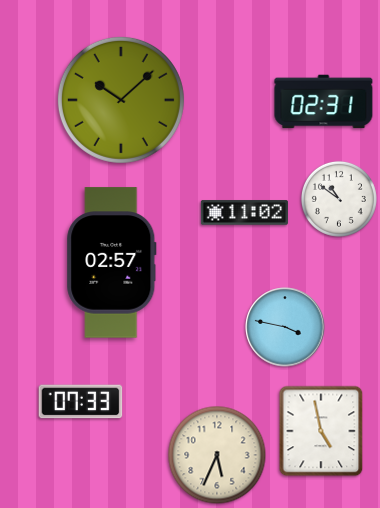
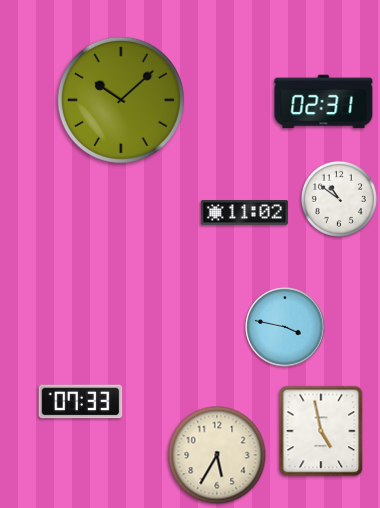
clock at (112, 263): 02:57 -> none
clock at (217, 455): 5:34 -> 5:35
